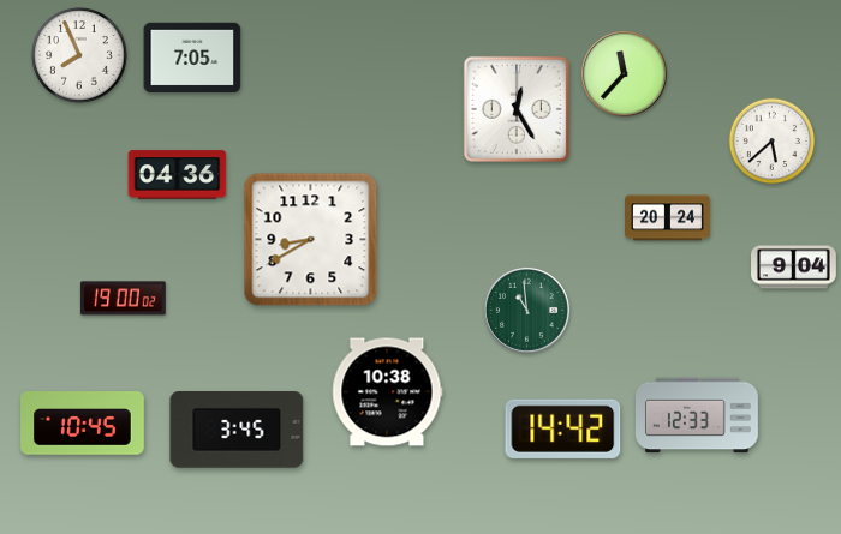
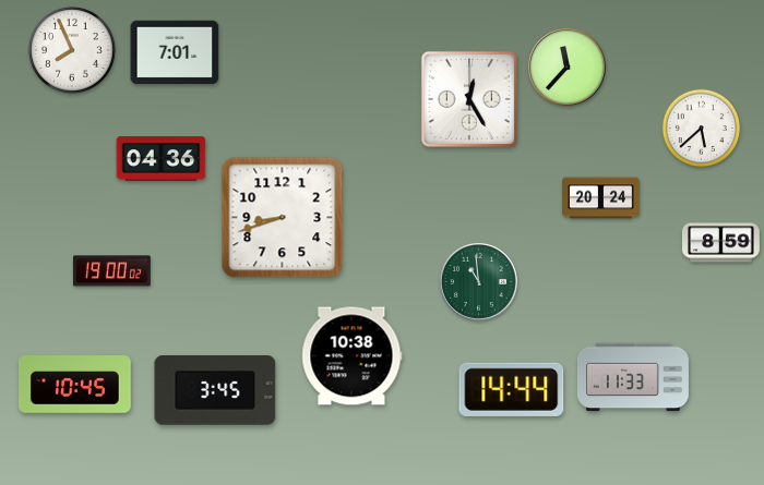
clock at (192, 58): 7:05 -> 7:01
clock at (668, 218) position: (668, 218) -> (601, 198)
clock at (311, 240): 8:40 -> 8:42
clock at (794, 268): 9:04 -> 8:59
clock at (697, 415): 12:33 -> 11:33
clock at (563, 428): 14:42 -> 14:44
